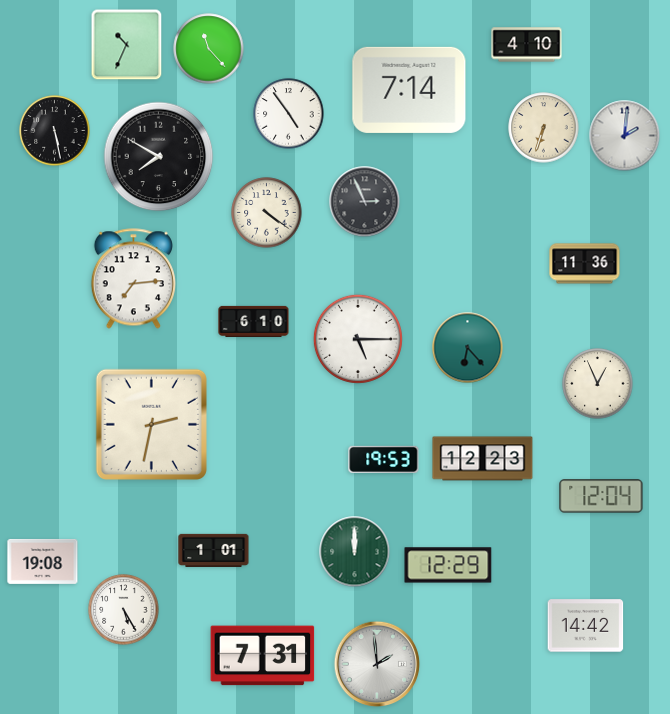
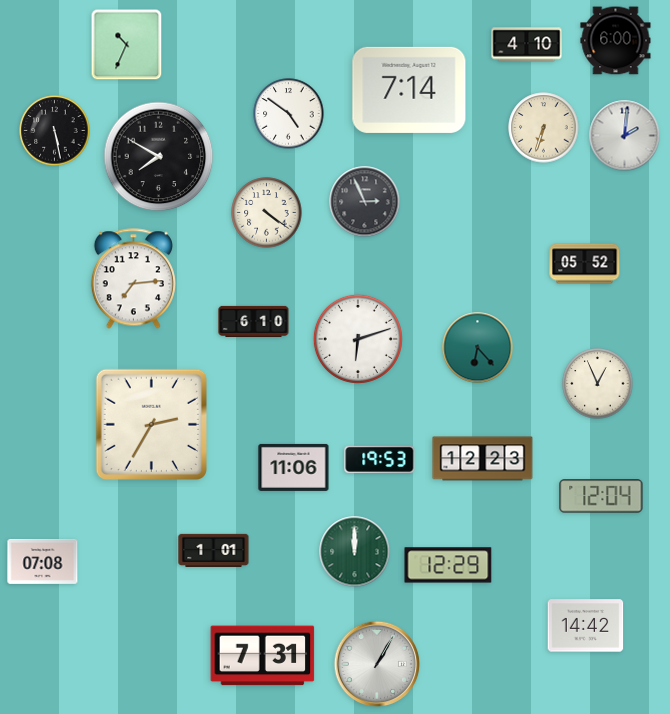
clock at (616, 41): none -> 6:00
clock at (209, 49): 11:23 -> none
clock at (289, 114): 4:54 -> 4:51
clock at (585, 264): 11:36 -> 05:52
clock at (358, 339): 5:15 -> 6:12
clock at (468, 348) position: (468, 348) -> (478, 348)
clock at (151, 424): 2:32 -> 2:35
clock at (384, 459) position: (384, 459) -> (380, 459)
clock at (294, 467): none -> 11:06
clock at (43, 561): 19:08 -> 07:08
clock at (124, 610): 5:25 -> none
clock at (377, 664): 1:59 -> 1:05
